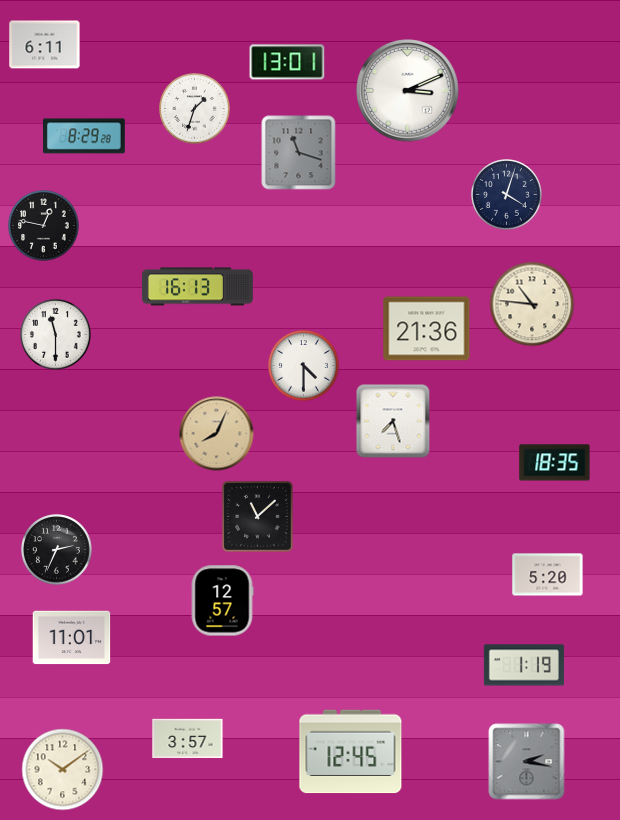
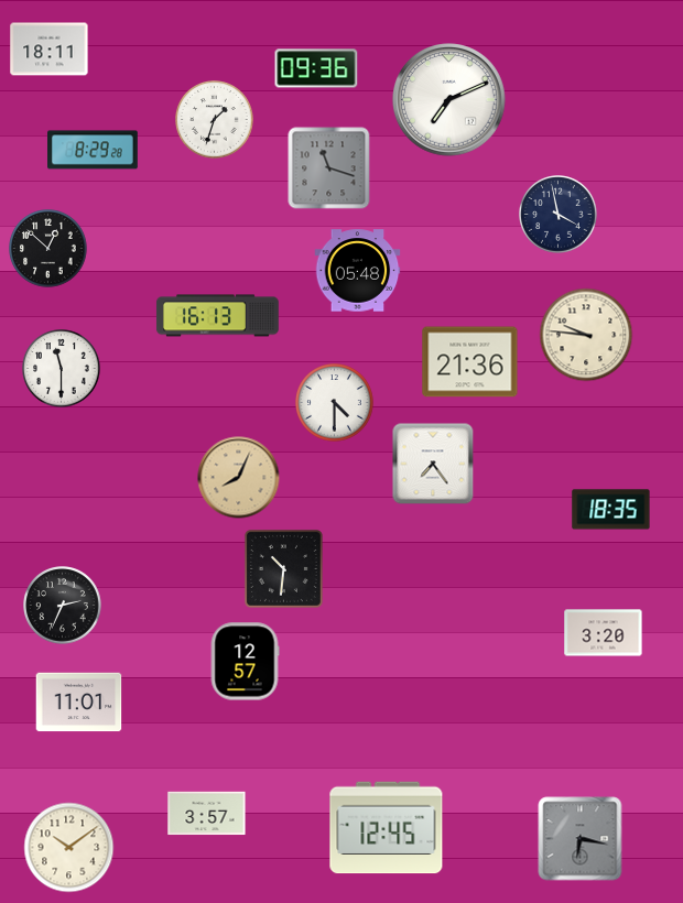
clock at (45, 45): 6:11 -> 18:11
clock at (287, 62): 13:01 -> 09:36
clock at (408, 91): 3:11 -> 7:11
clock at (507, 195): 4:03 -> 3:58
clock at (44, 226): 12:47 -> 12:52
clock at (358, 271): none -> 05:48
clock at (532, 304): 10:46 -> 9:46
clock at (393, 421): 7:27 -> 7:24
clock at (257, 516): 11:08 -> 10:31
clock at (548, 575): 5:20 -> 3:20
clock at (524, 665): 1:19 -> none
clock at (527, 762): 2:17 -> 6:17
